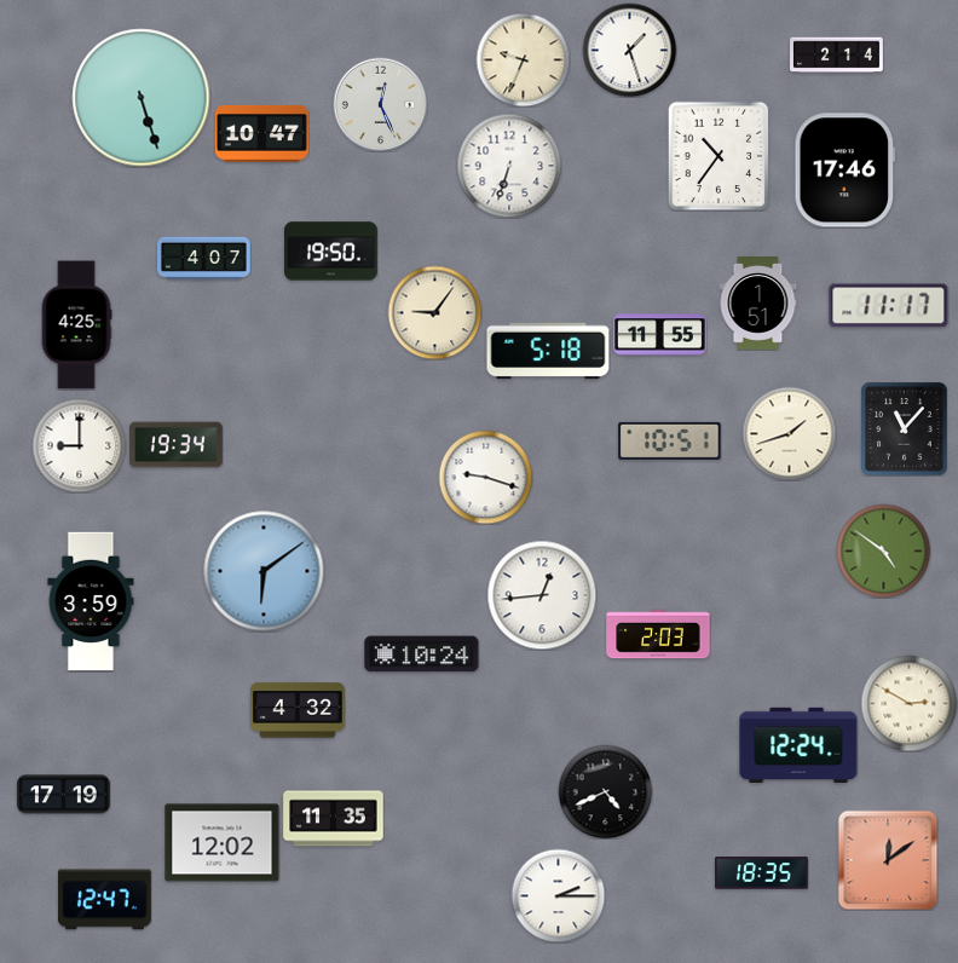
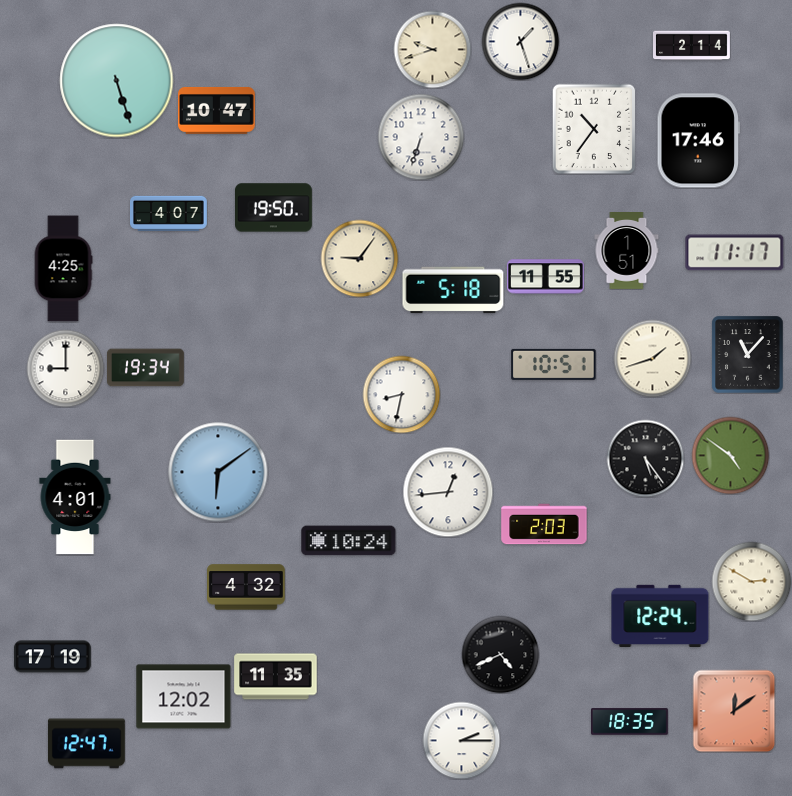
clock at (523, 59): 9:34 -> 9:42
clock at (380, 104): 12:26 -> none
clock at (485, 477): 9:18 -> 8:32
clock at (645, 458): none -> 5:24
clock at (91, 601): 3:59 -> 4:01
